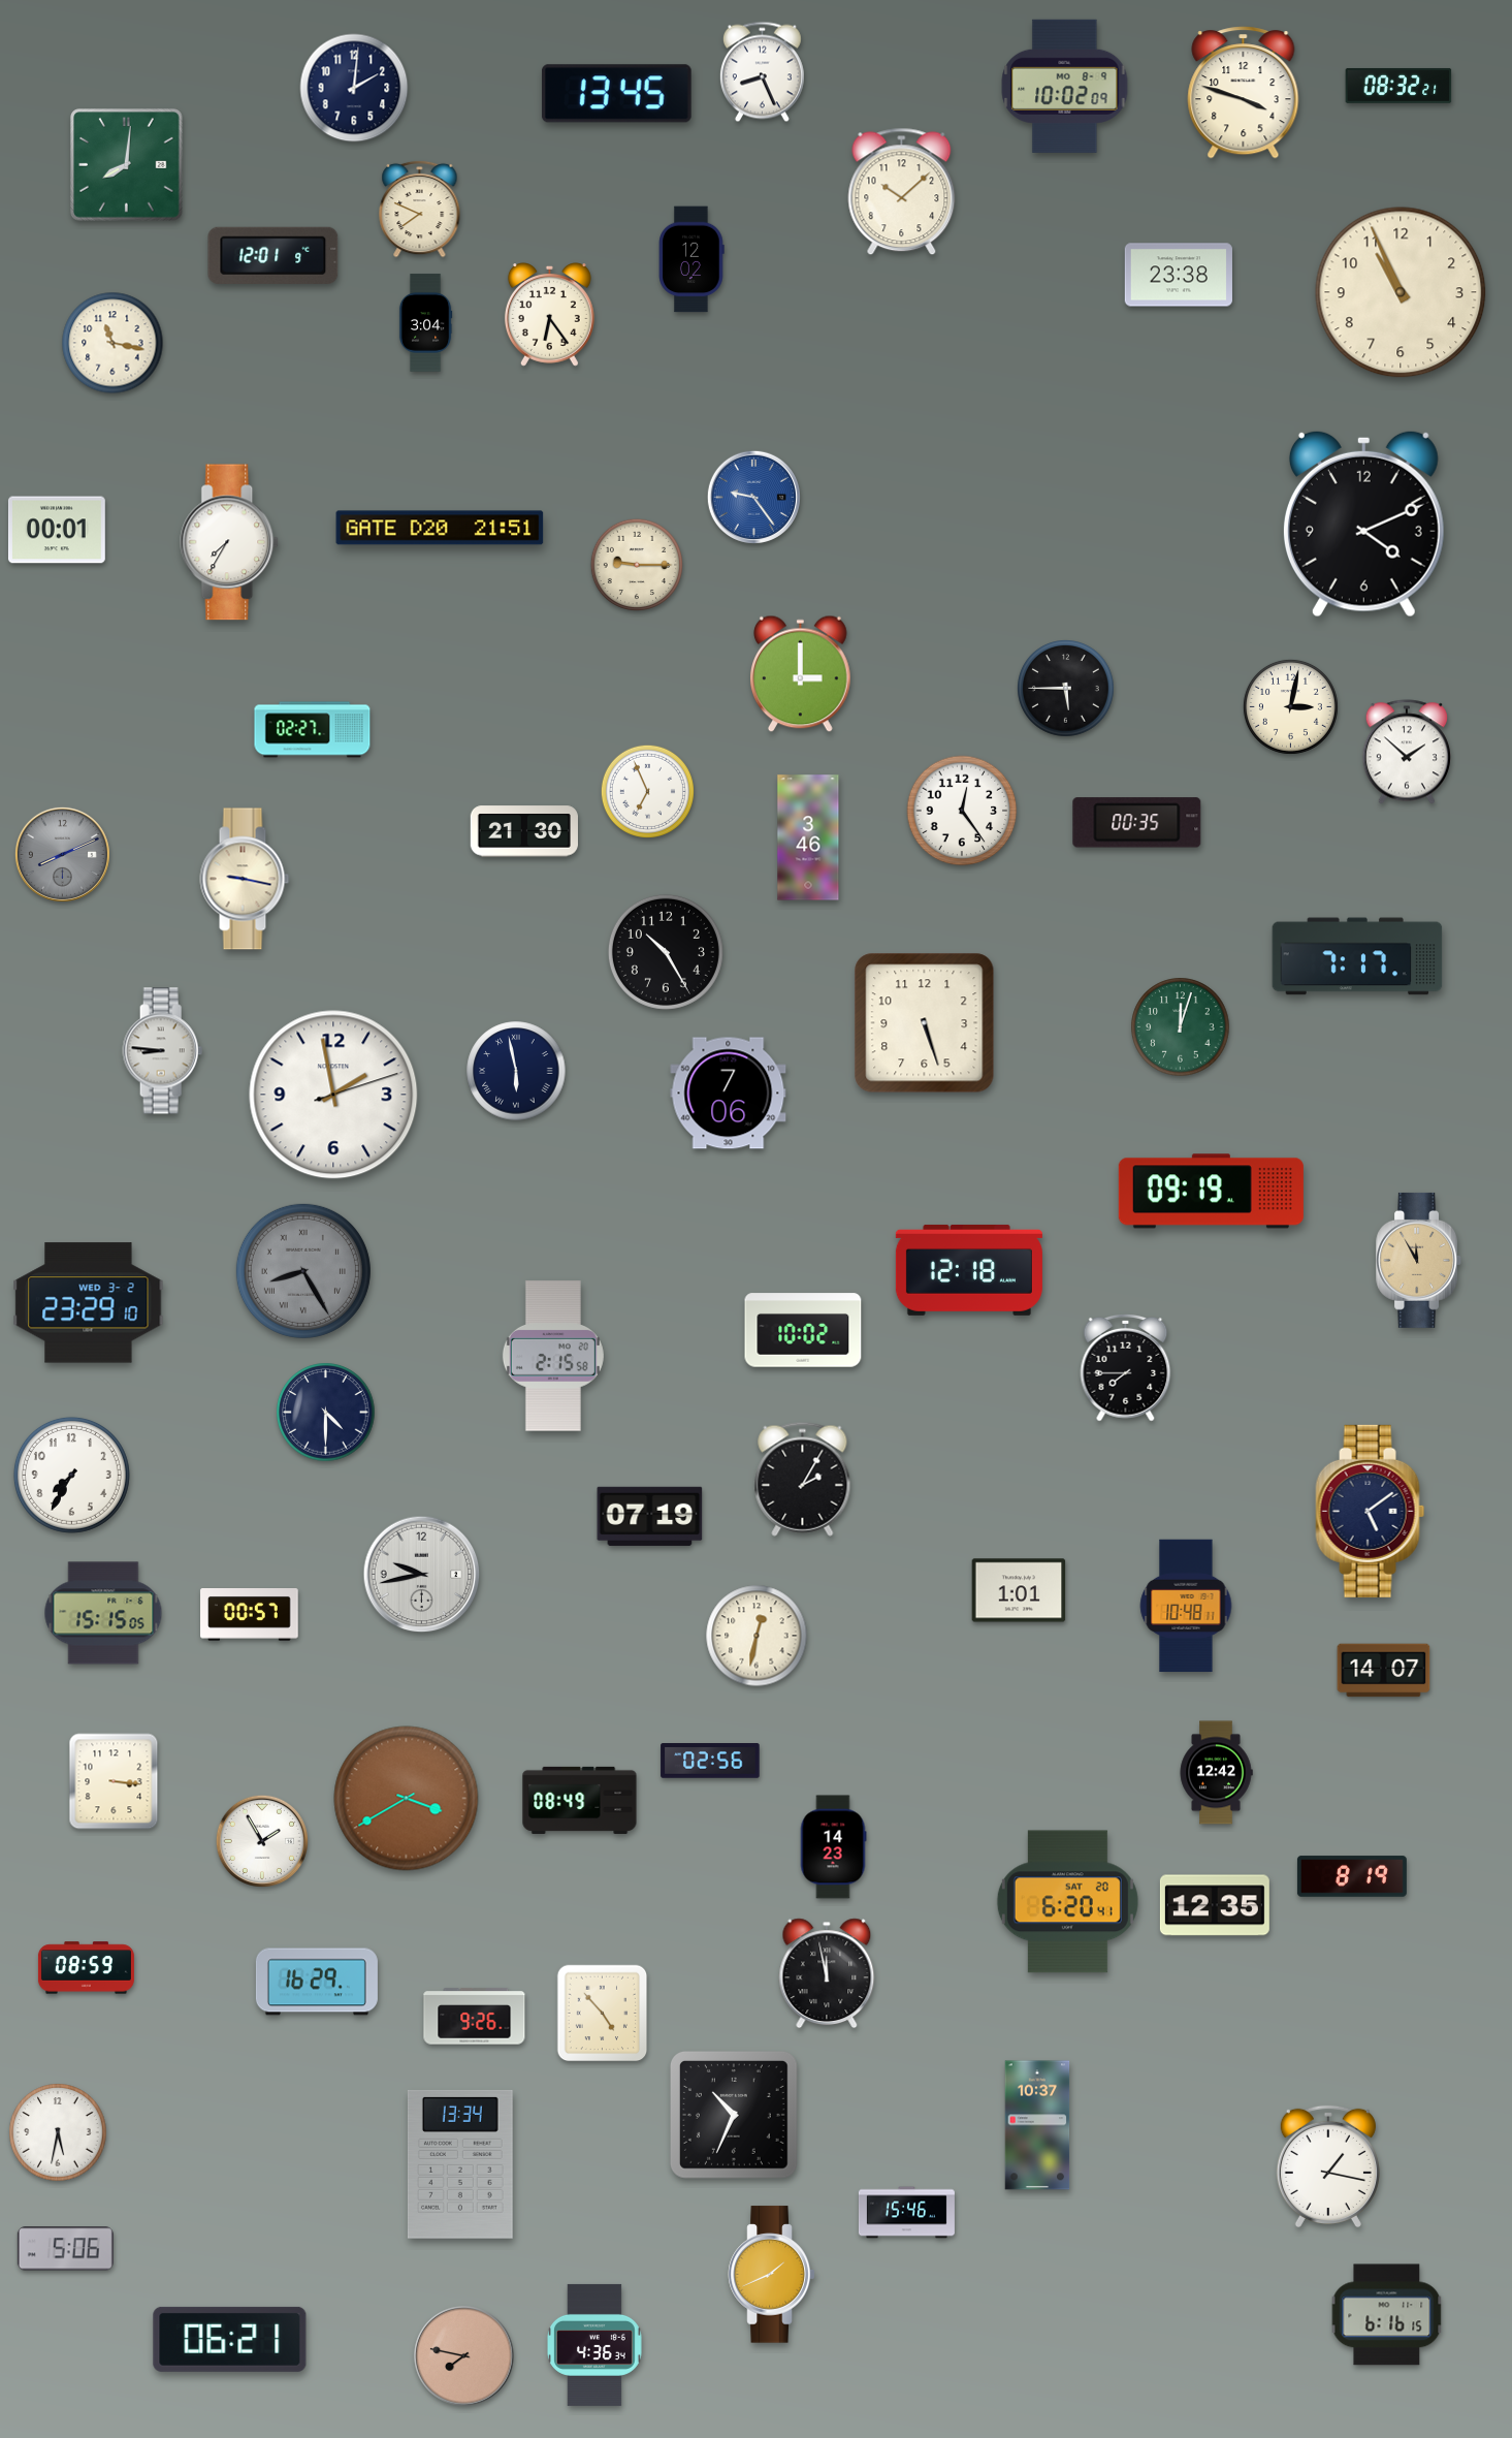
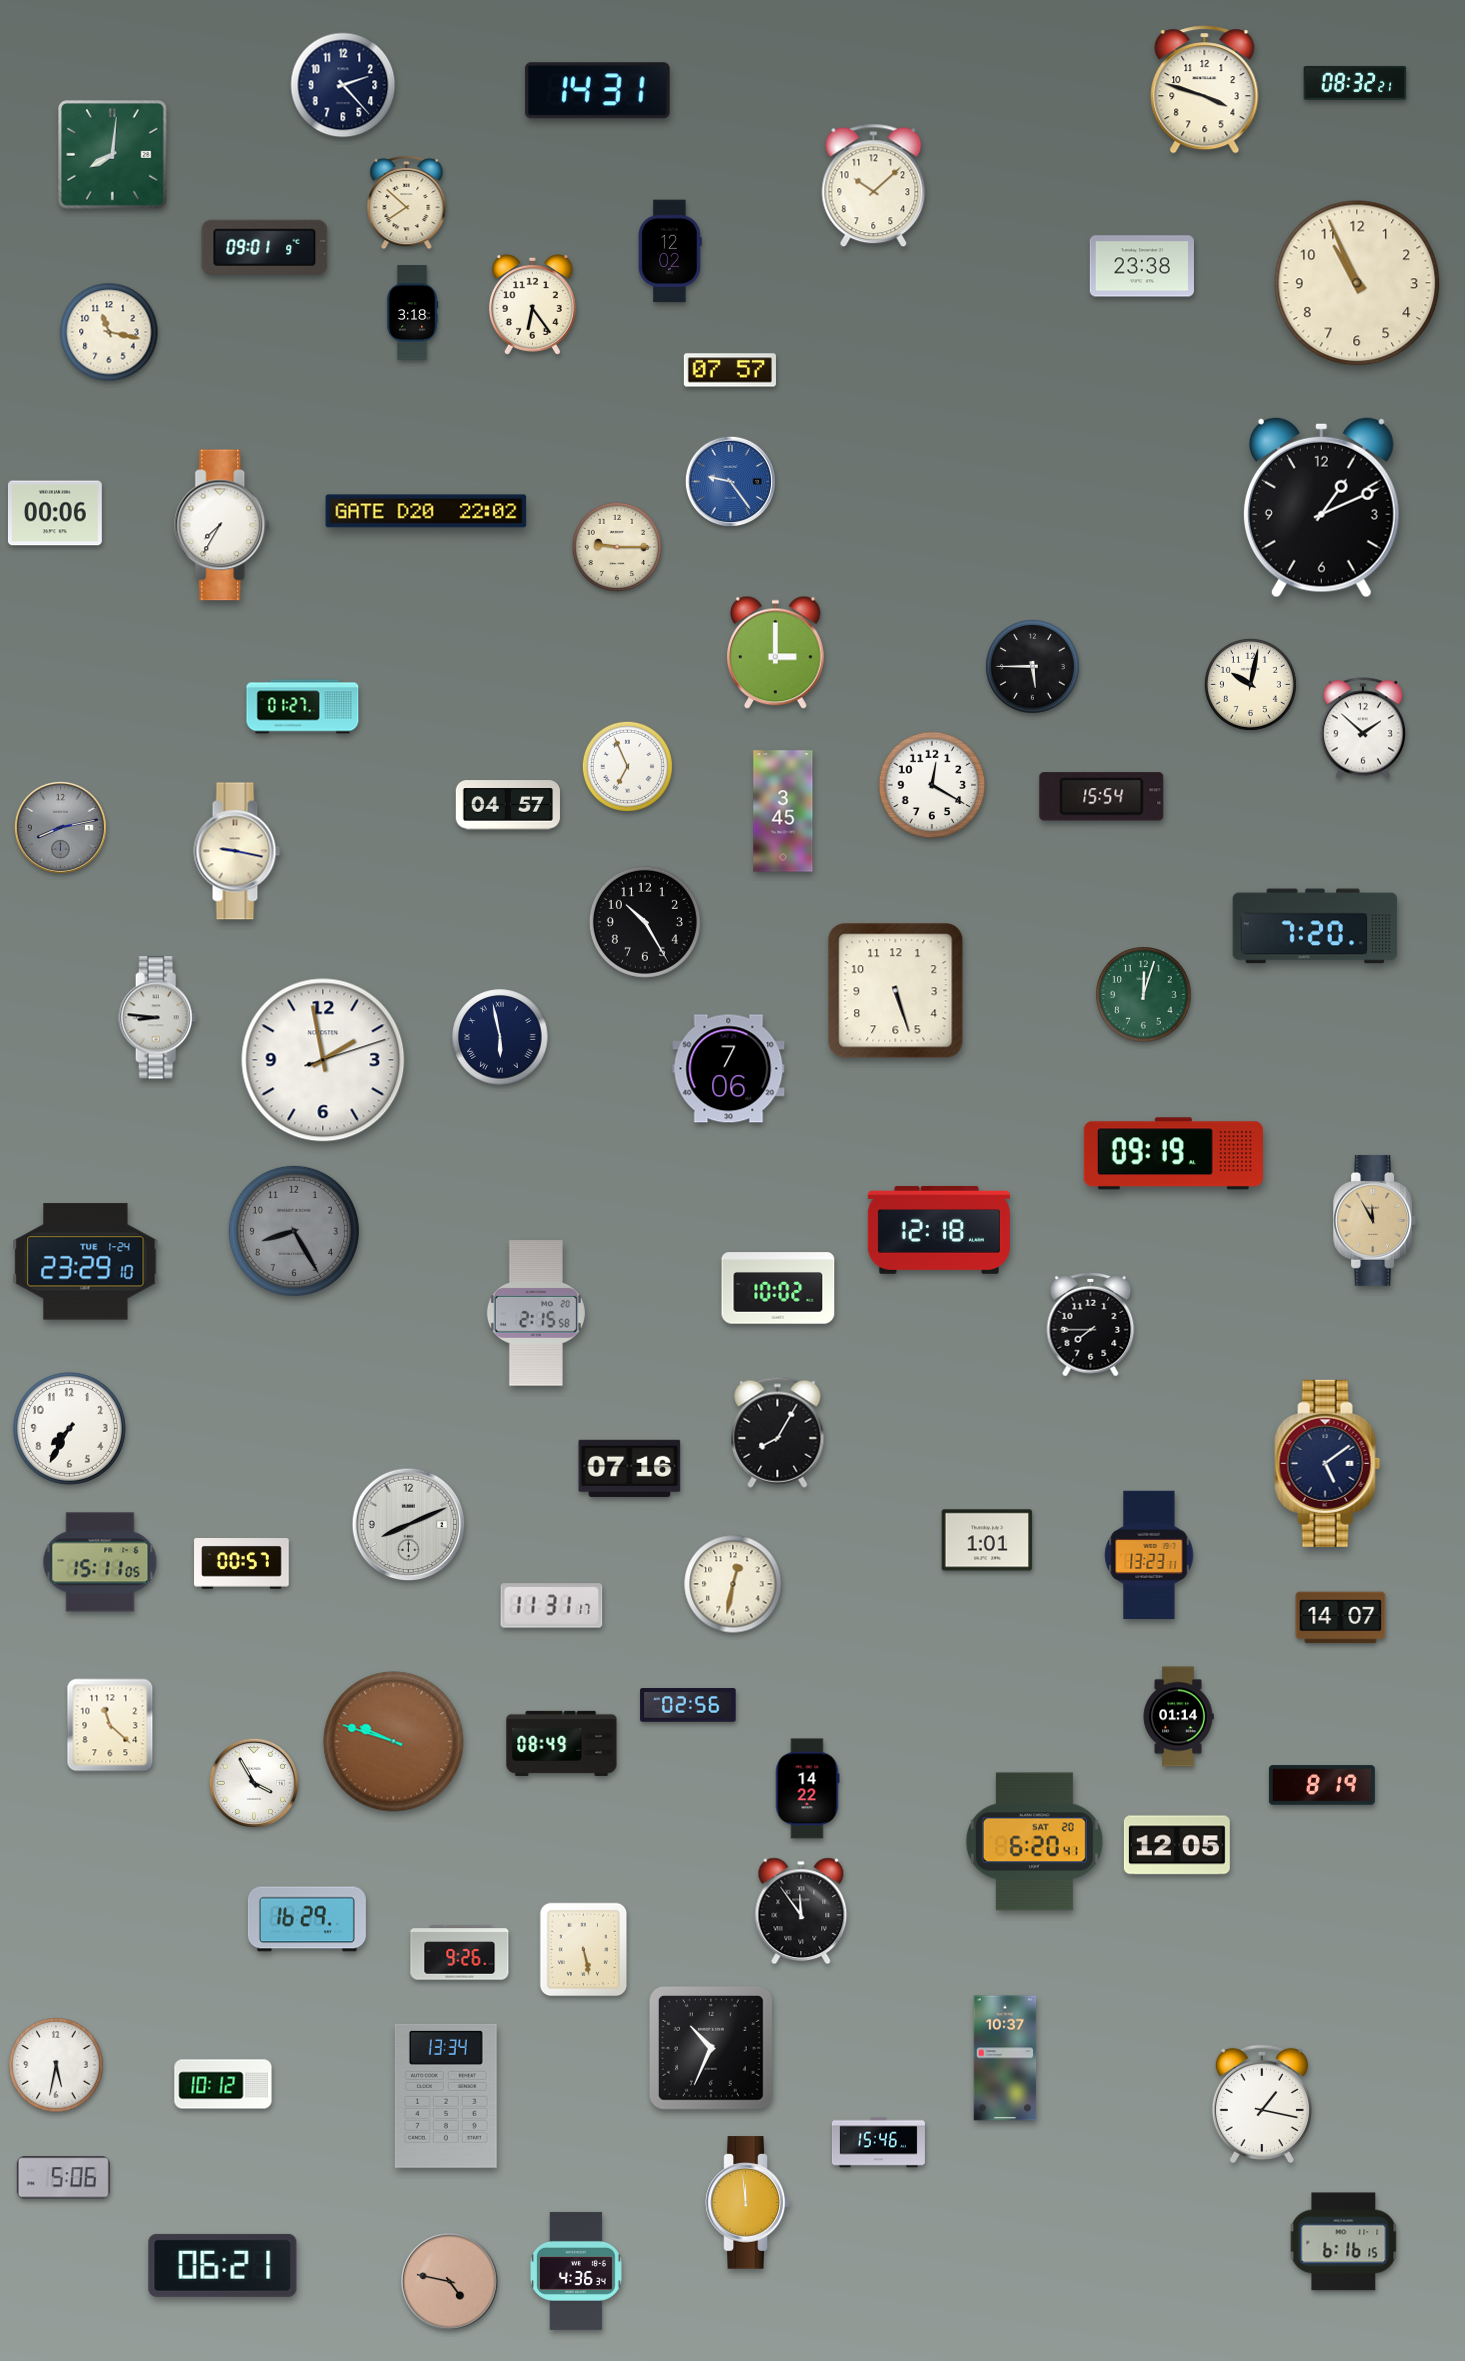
clock at (762, 72): 8:26 -> none
clock at (1065, 86): 10:02 -> none
clock at (354, 88): 2:01 -> 2:23
clock at (616, 94): 13:45 -> 14:31
clock at (127, 165) position: (127, 165) -> (113, 155)
clock at (420, 209): 7:49 -> 7:52
clock at (274, 255): 12:01 -> 09:01
clock at (425, 323): 3:04 -> 3:18
clock at (730, 370): none -> 07:57
clock at (1363, 524): 4:11 -> 1:11
clock at (440, 528): 21:51 -> 22:02
clock at (57, 530): 00:01 -> 00:06
clock at (1290, 706): 3:02 -> 10:02
clock at (313, 730): 02:27 -> 01:27
clock at (962, 811): 12:24 -> 12:20
clock at (1137, 823): 00:35 -> 15:54
clock at (524, 831): 21:30 -> 04:57
clock at (808, 837): 3:46 -> 3:45
clock at (62, 854): 8:11 -> 8:13
clock at (1357, 956): 7:17 -> 7:20
clock at (729, 1094) position: (729, 1094) -> (729, 1069)
clock at (303, 1271) numerals: Roman -> Arabic
clock at (89, 1303) date: WED 3-2 -> TUE 1-24
clock at (326, 1413): 4:30 -> none
clock at (803, 1479): 2:05 -> 8:05
clock at (650, 1516): 07:19 -> 07:16
clock at (422, 1575): 9:43 -> 8:11
clock at (1186, 1606): 10:48 -> 13:23
clock at (103, 1613): 15:15 -> 15:11
clock at (552, 1606): none -> 11:31
clock at (1216, 1773): 12:42 -> 01:14
clock at (114, 1781): 3:16 -> 11:22
clock at (407, 1799): 3:40 -> 9:48
clock at (261, 1840): 1:55 -> 3:55
clock at (833, 1847): 14:23 -> 14:22
clock at (1352, 1876) position: (1352, 1876) -> (1322, 1785)
clock at (1215, 1905): 12:35 -> 12:05
clock at (86, 1968): 08:59 -> none
clock at (827, 1973): 11:58 -> 11:54
clock at (603, 2014): 4:53 -> 5:28
clock at (223, 2084): none -> 10:12
clock at (1328, 2166) position: (1328, 2166) -> (1262, 2104)
clock at (772, 2275): 1:41 -> 11:59
clock at (464, 2356): 7:47 -> 4:47
